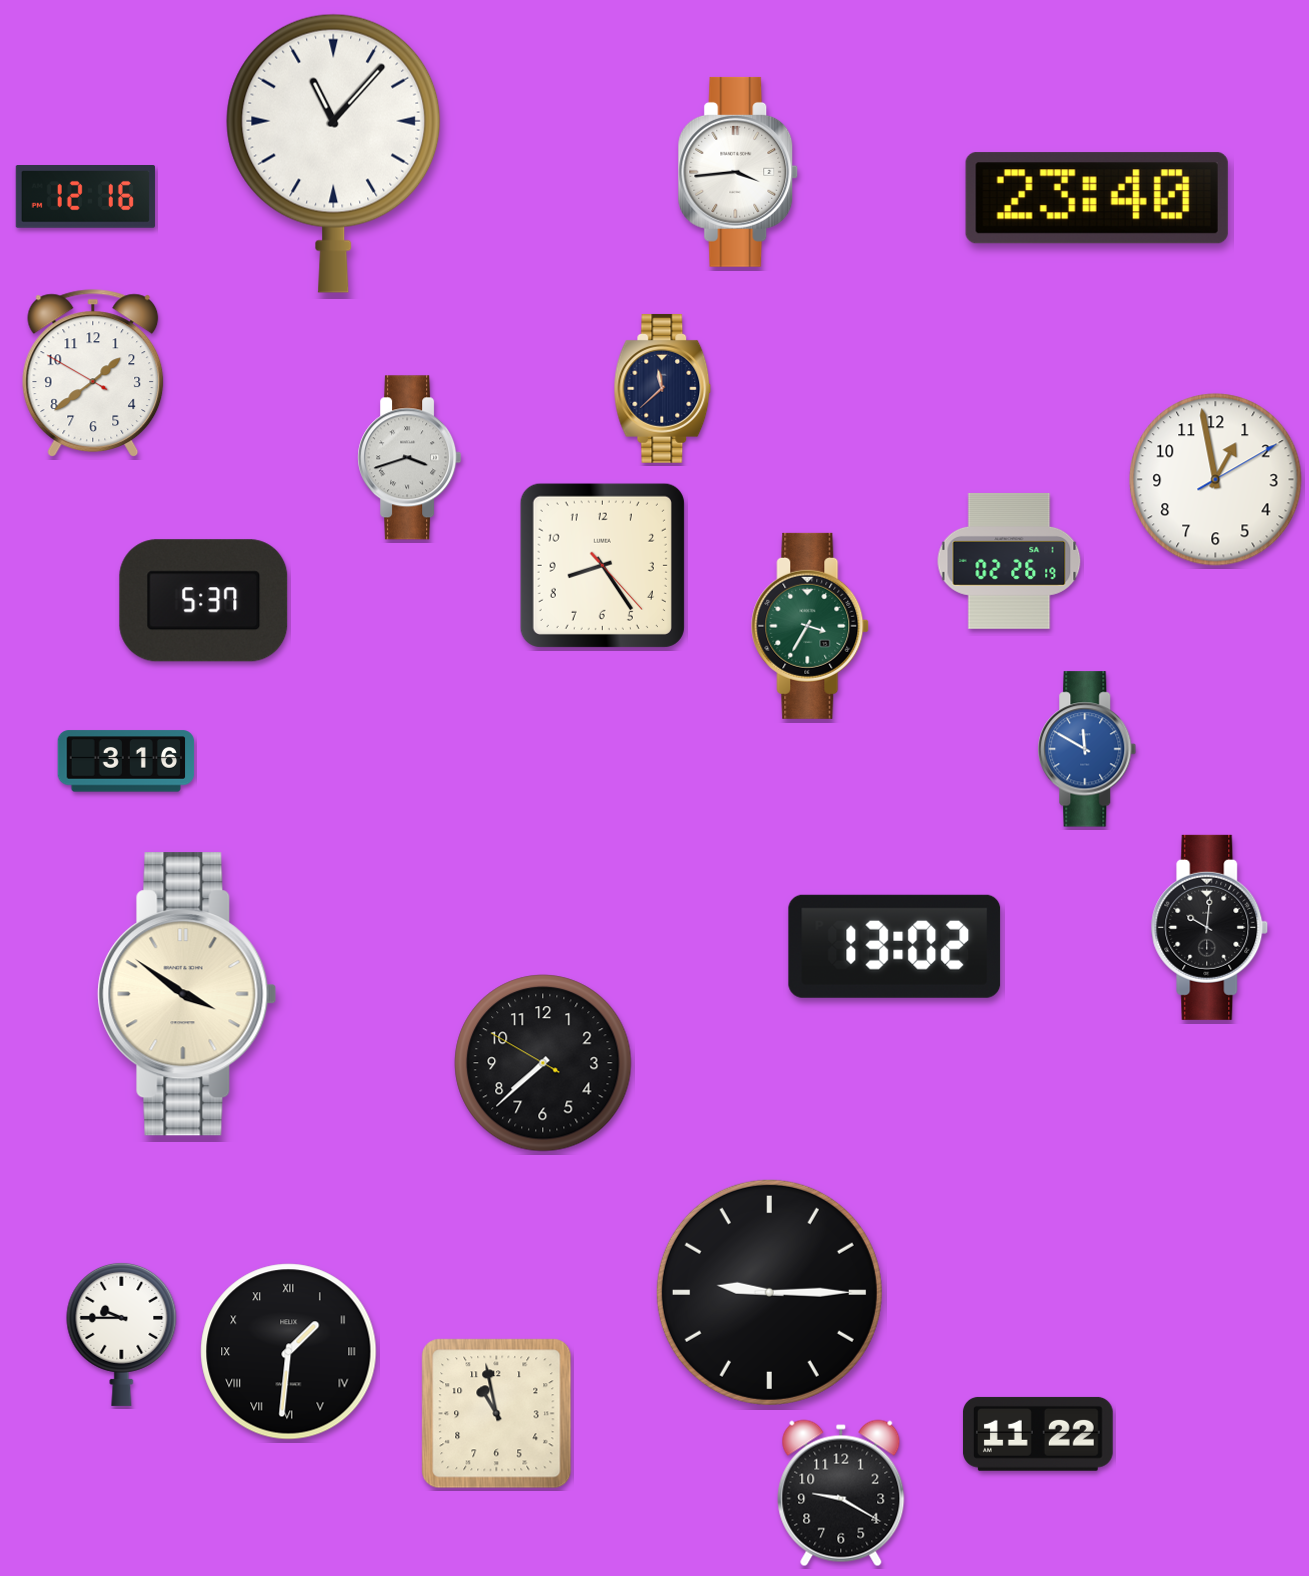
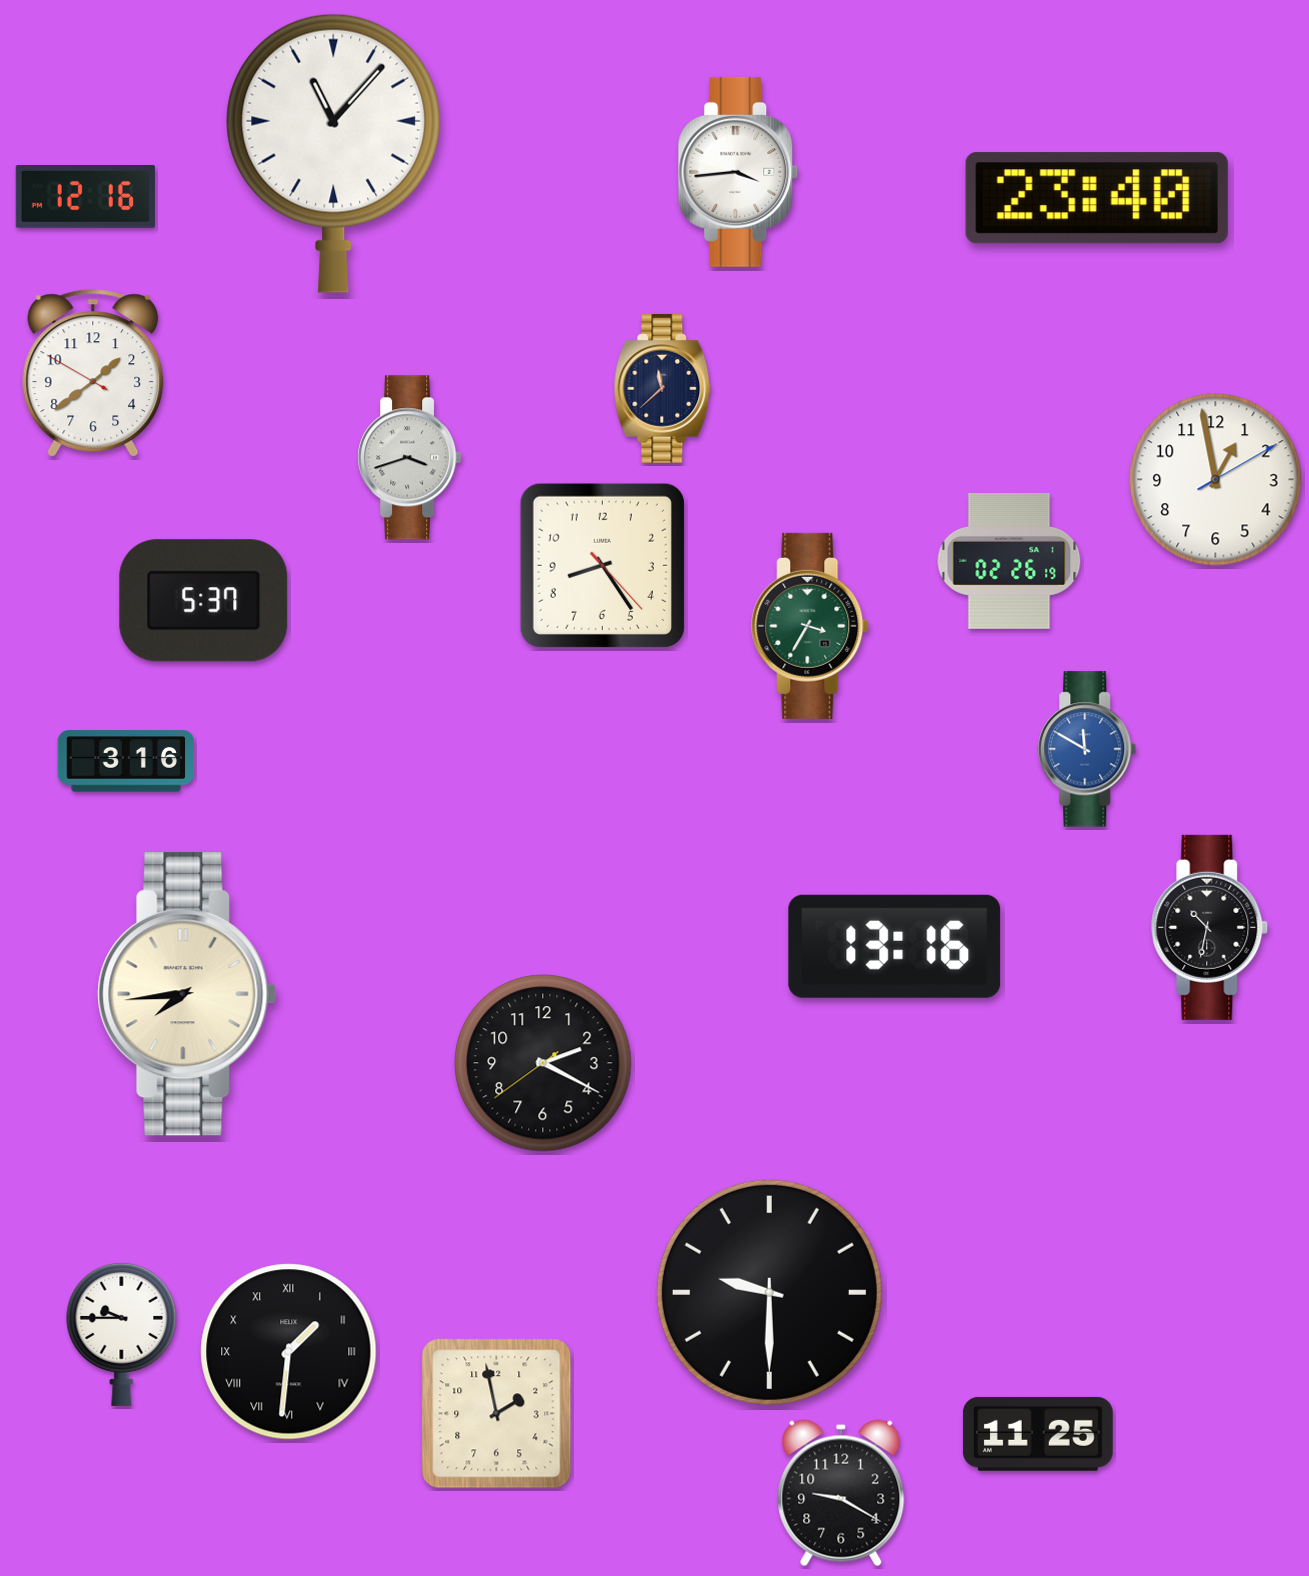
clock at (1210, 927): 10:01 -> 10:32
clock at (895, 946): 13:02 -> 13:16
clock at (187, 994): 3:51 -> 7:44
clock at (543, 1063): 7:37 -> 2:19
clock at (769, 1292): 9:15 -> 9:30
clock at (497, 1414): 10:58 -> 1:58
clock at (1038, 1434): 11:22 -> 11:25
